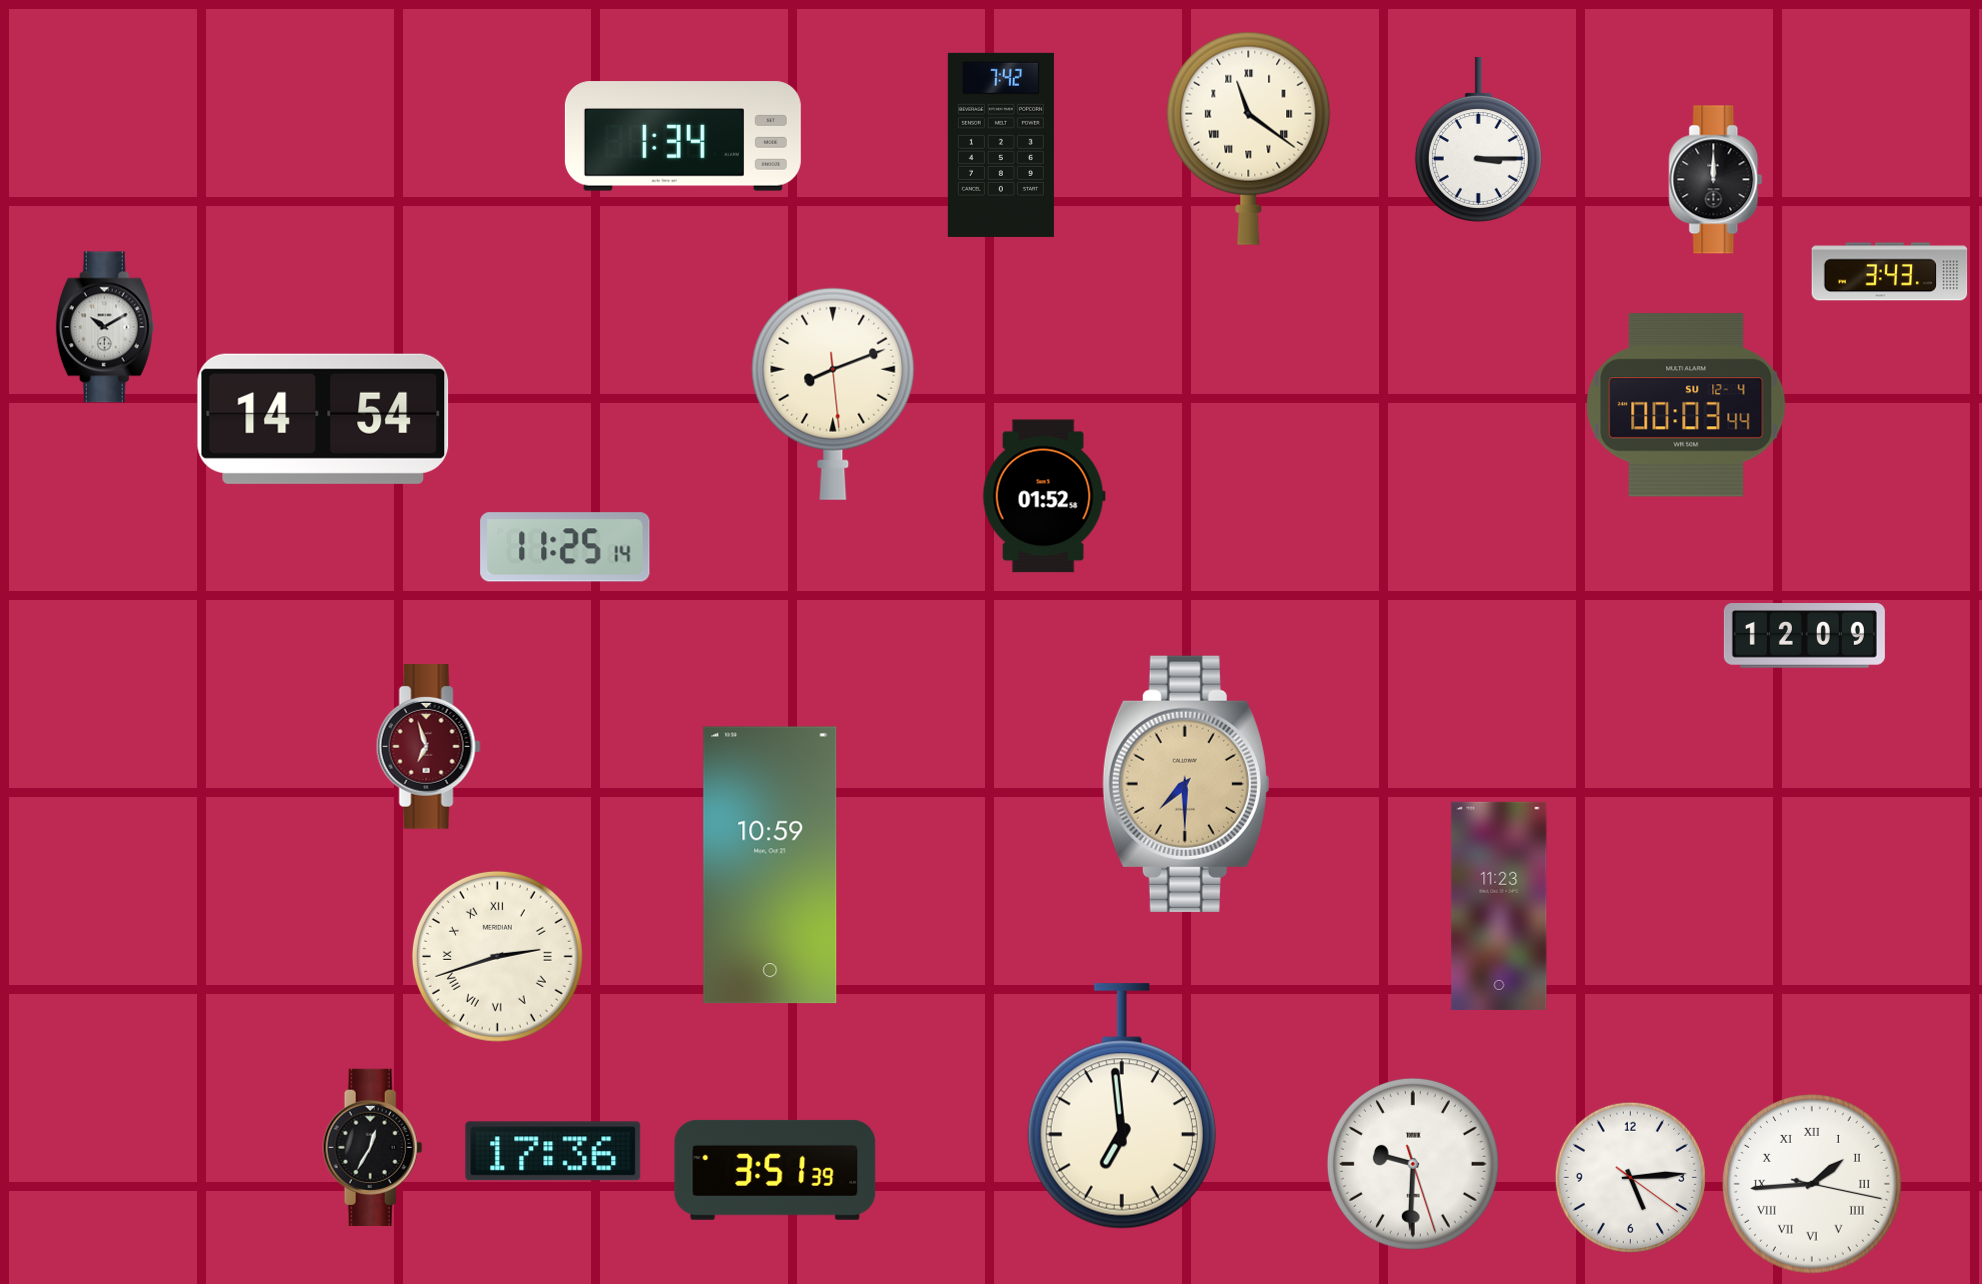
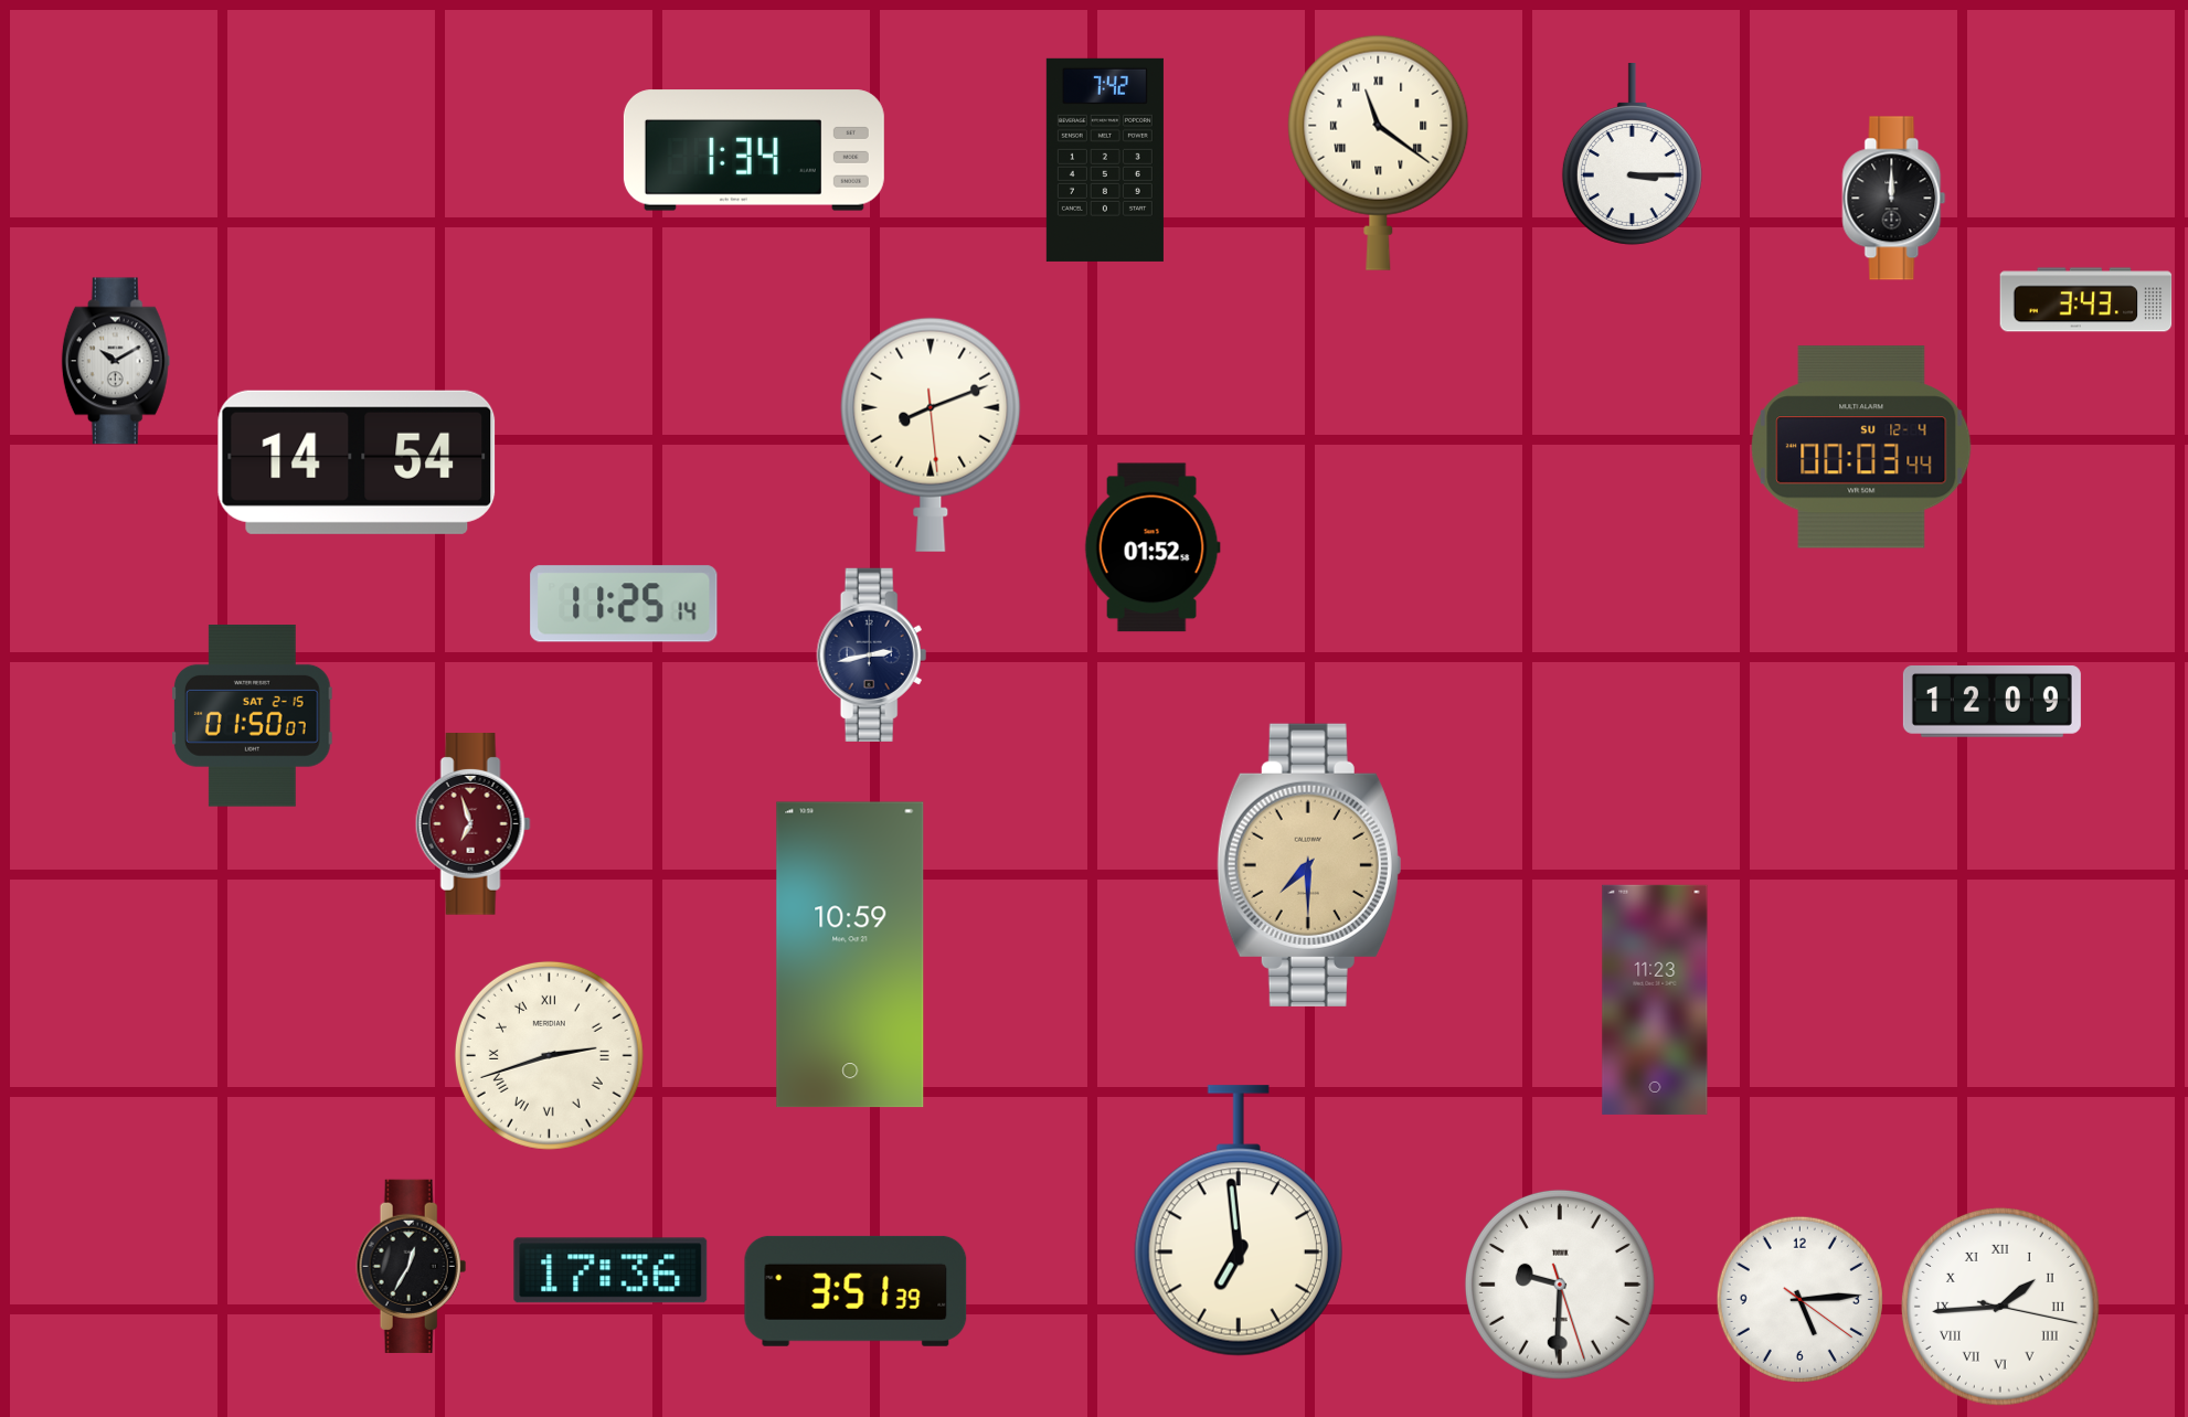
clock at (833, 394) position: (833, 394) -> (931, 435)
clock at (872, 654): none -> 2:43
clock at (253, 716): none -> 01:50
